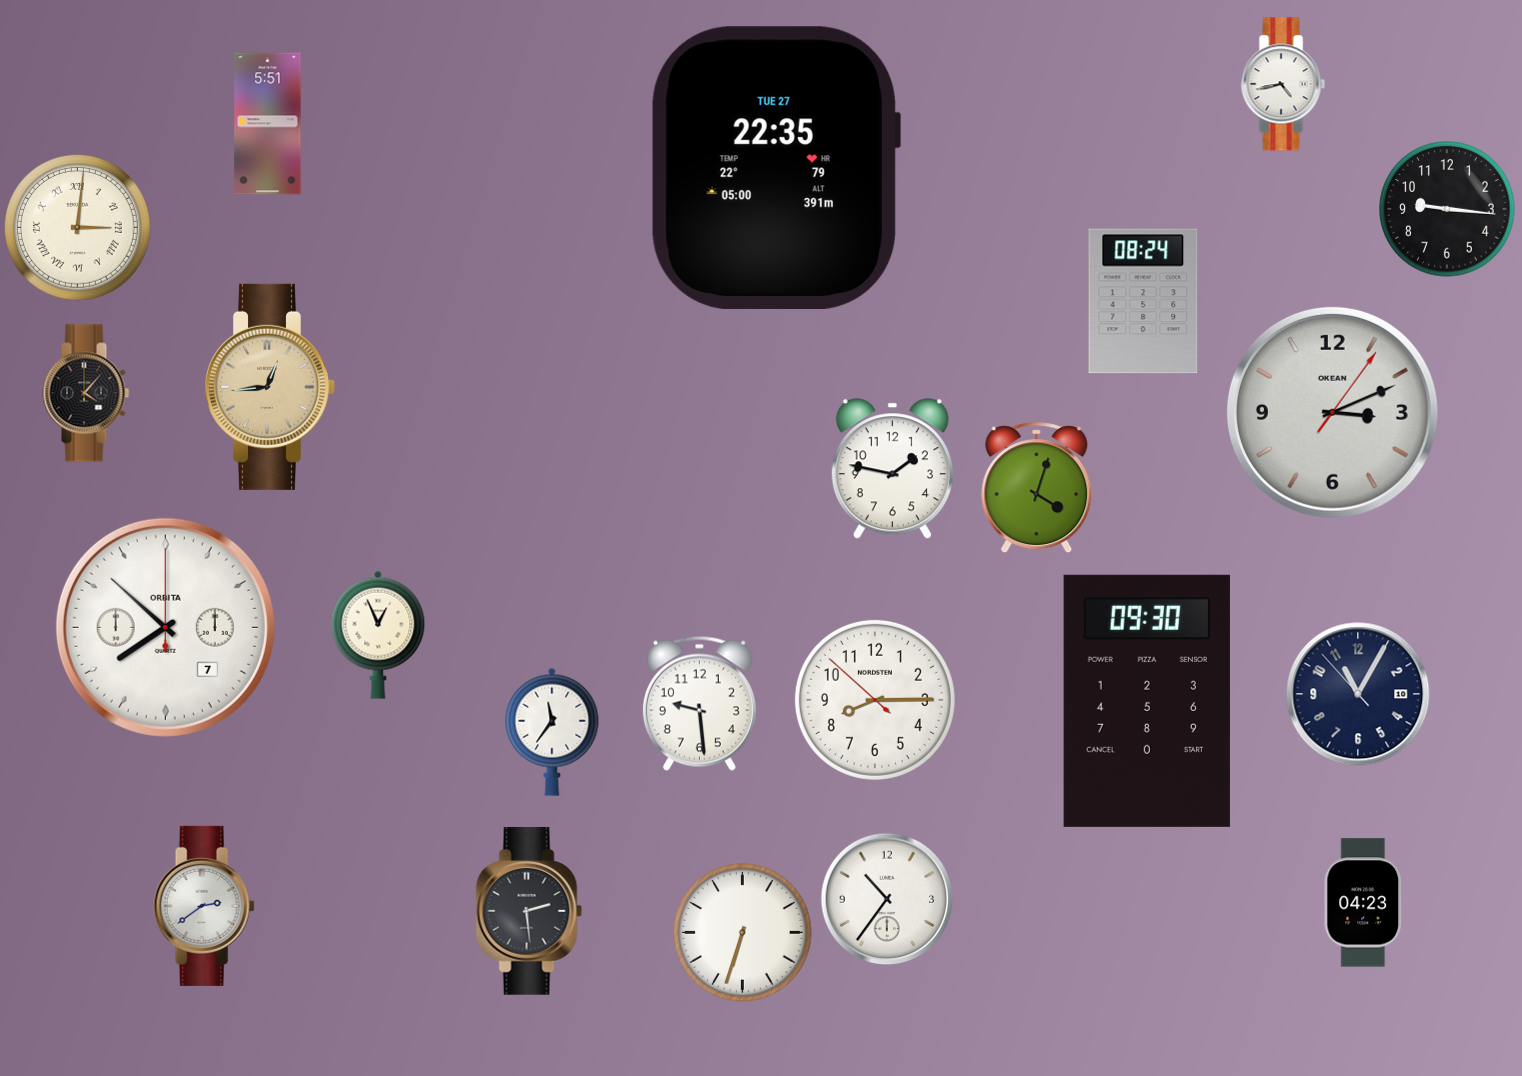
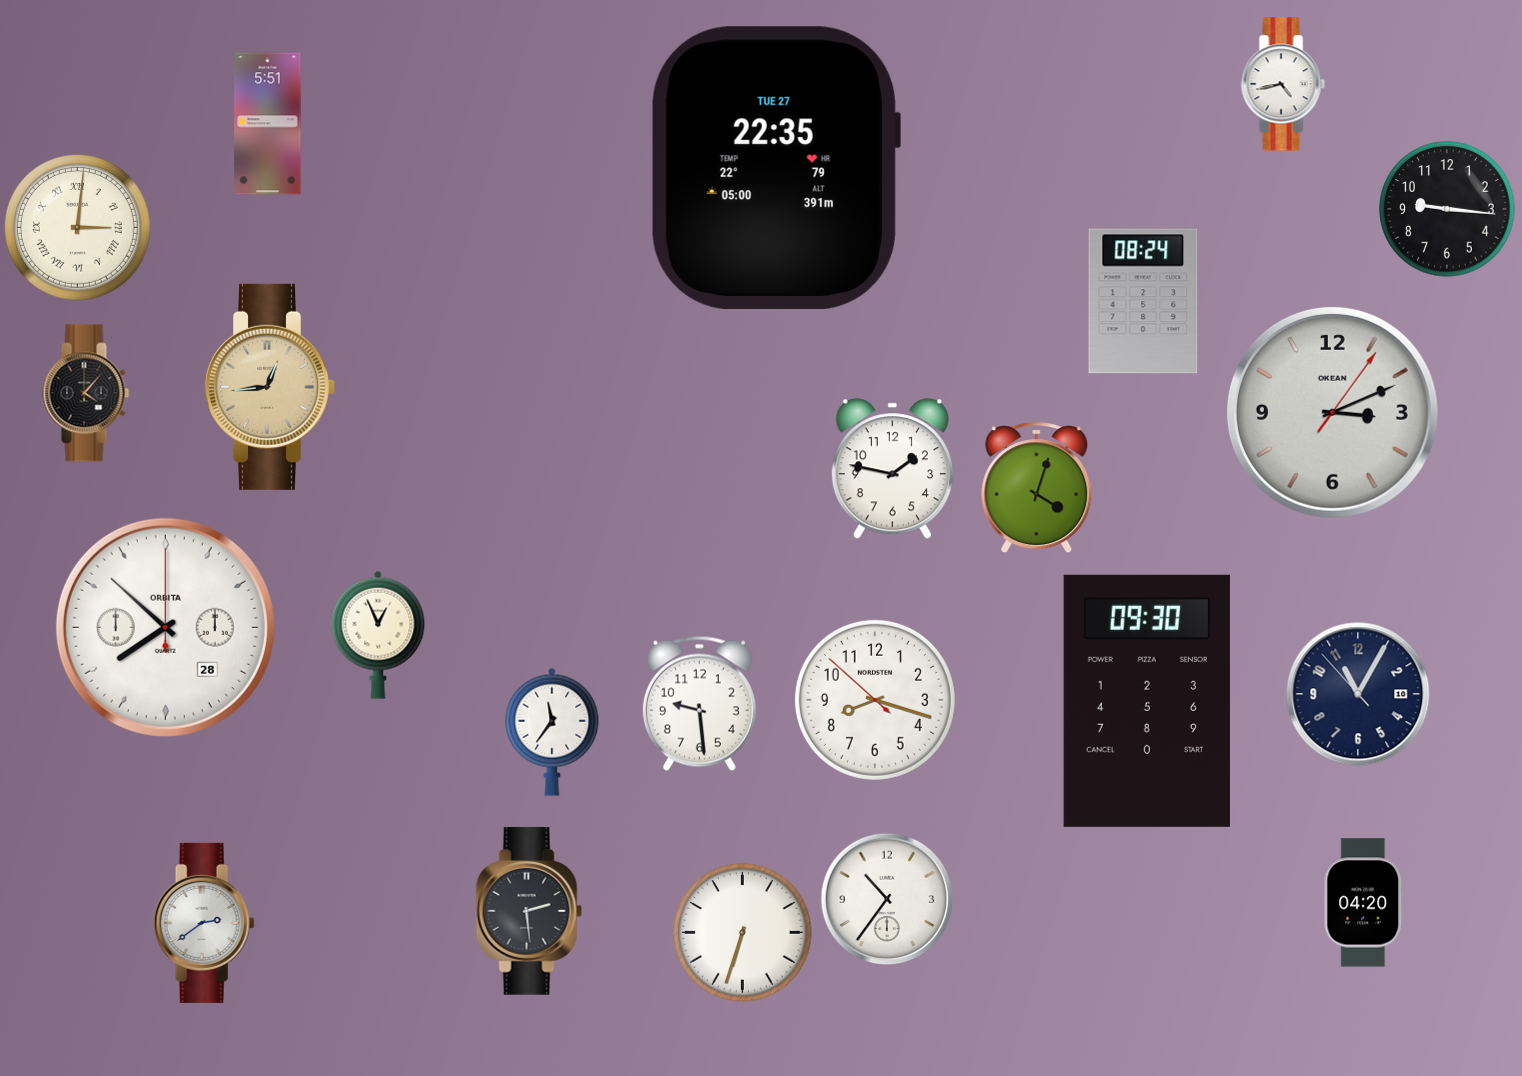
clock at (165, 627) date: 7 -> 28
clock at (875, 700): 8:14 -> 8:17
clock at (1363, 903): 04:23 -> 04:20
clock at (204, 906) position: (204, 906) -> (204, 923)
